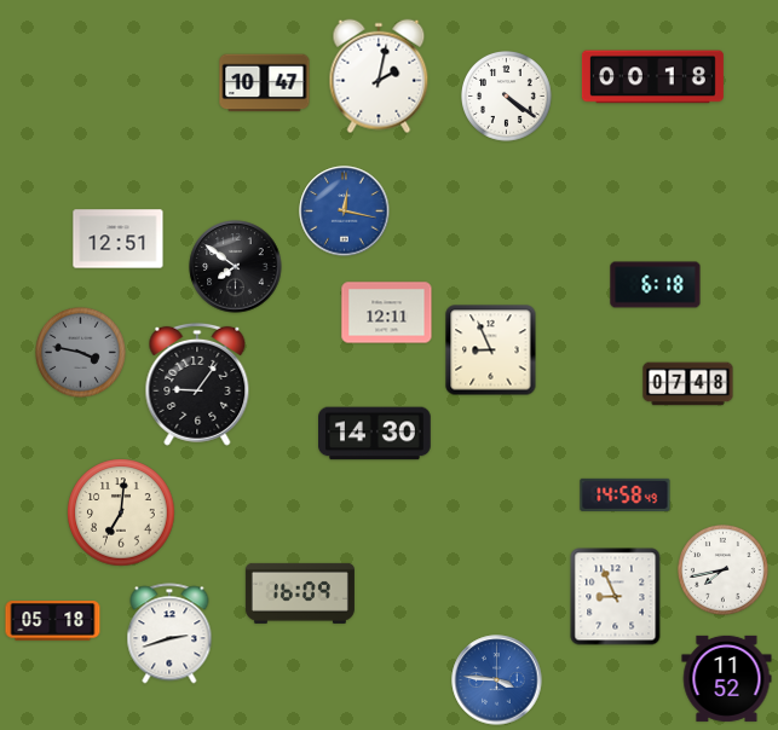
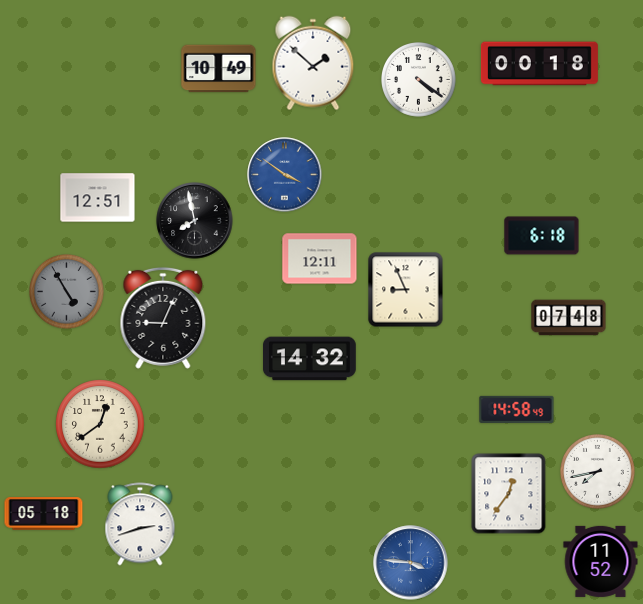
clock at (379, 76): 2:02 -> 1:52
clock at (265, 83): 10:47 -> 10:49
clock at (345, 212): 12:17 -> 3:51
clock at (236, 267): 7:51 -> 7:58
clock at (81, 353): 3:47 -> 4:55
clock at (197, 384): 9:06 -> 9:04
clock at (375, 434): 14:30 -> 14:32
clock at (121, 512): 7:01 -> 12:39
clock at (300, 593): 16:09 -> none
clock at (616, 597): 8:56 -> 12:36
